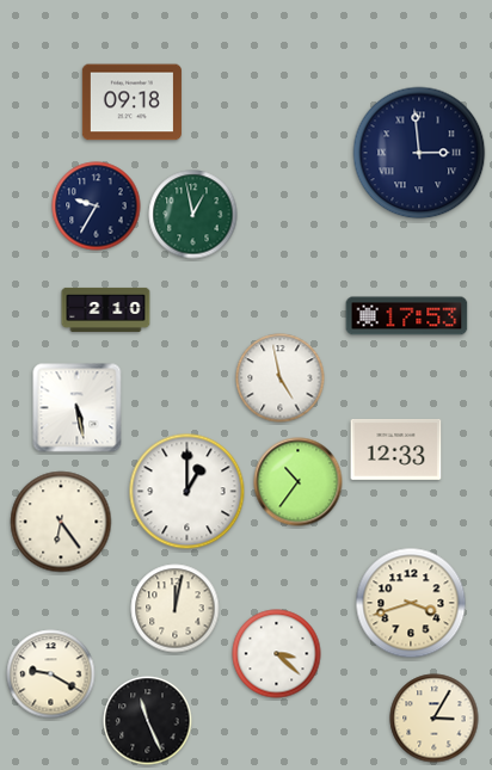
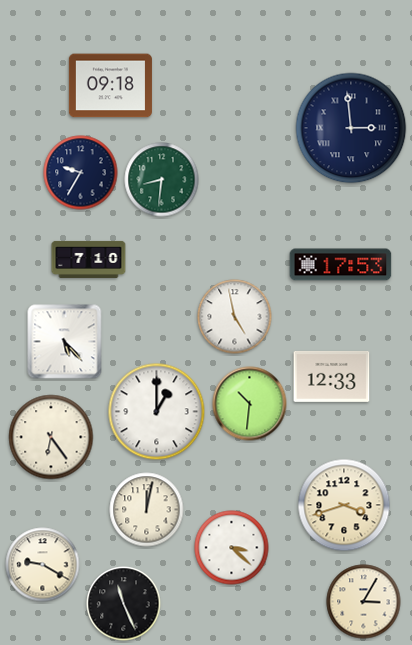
clock at (193, 215): 12:58 -> 8:31
clock at (106, 309): 2:10 -> 7:10
clock at (78, 408): 5:28 -> 5:23
clock at (299, 482): 10:36 -> 10:31
